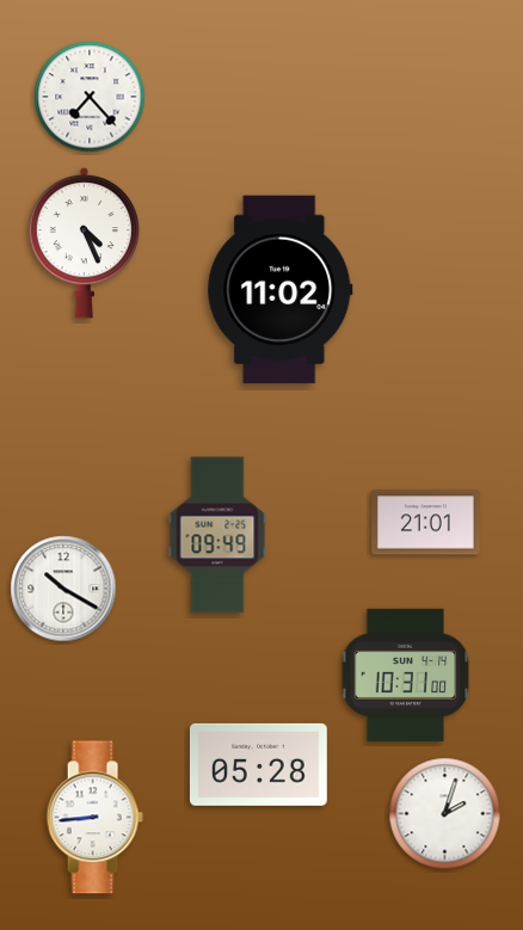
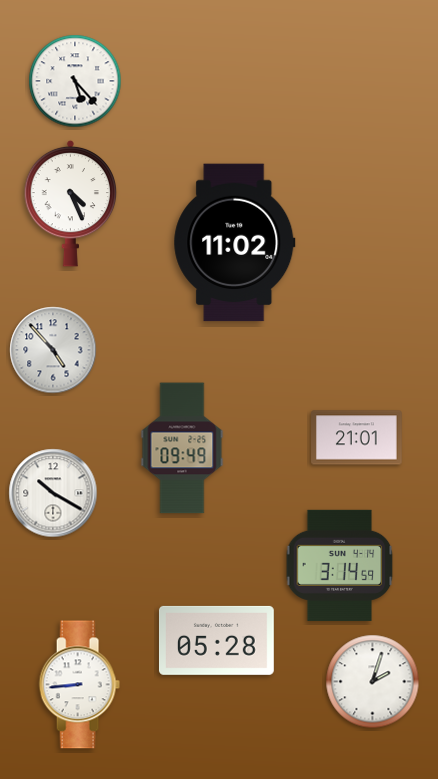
clock at (90, 97): 7:23 -> 5:23
clock at (53, 350): none -> 4:53
clock at (406, 675): 10:31 -> 3:14
